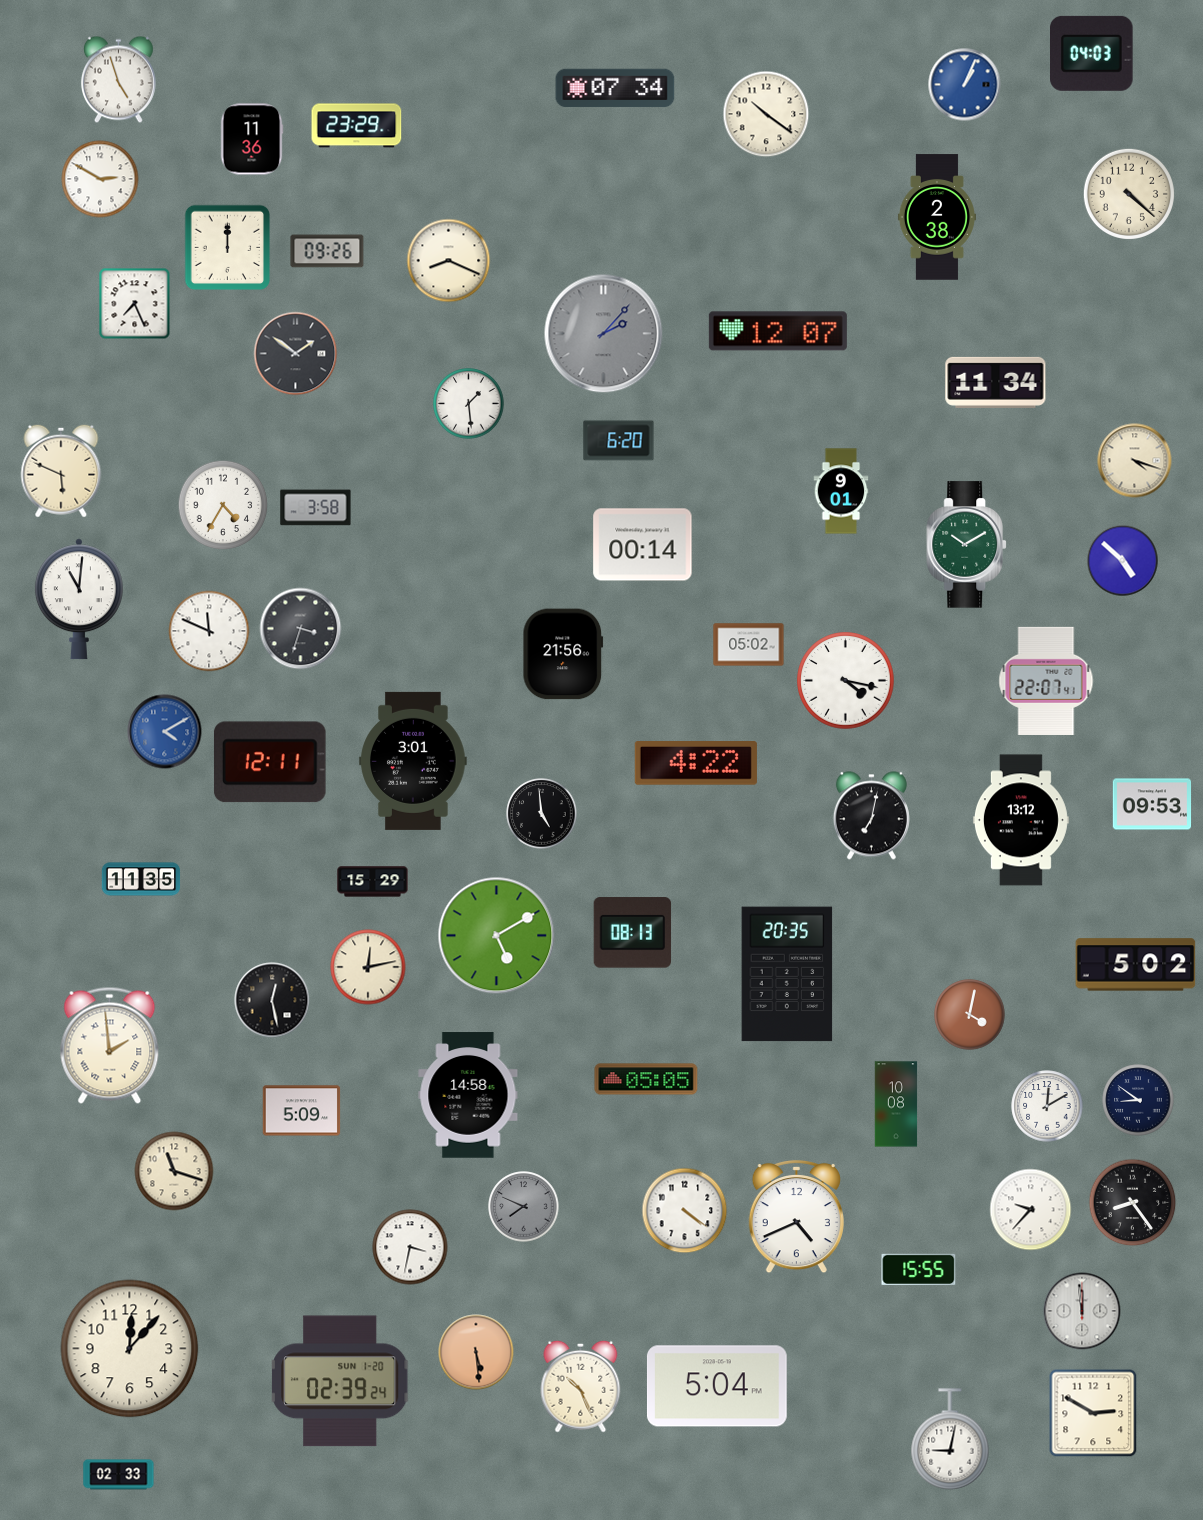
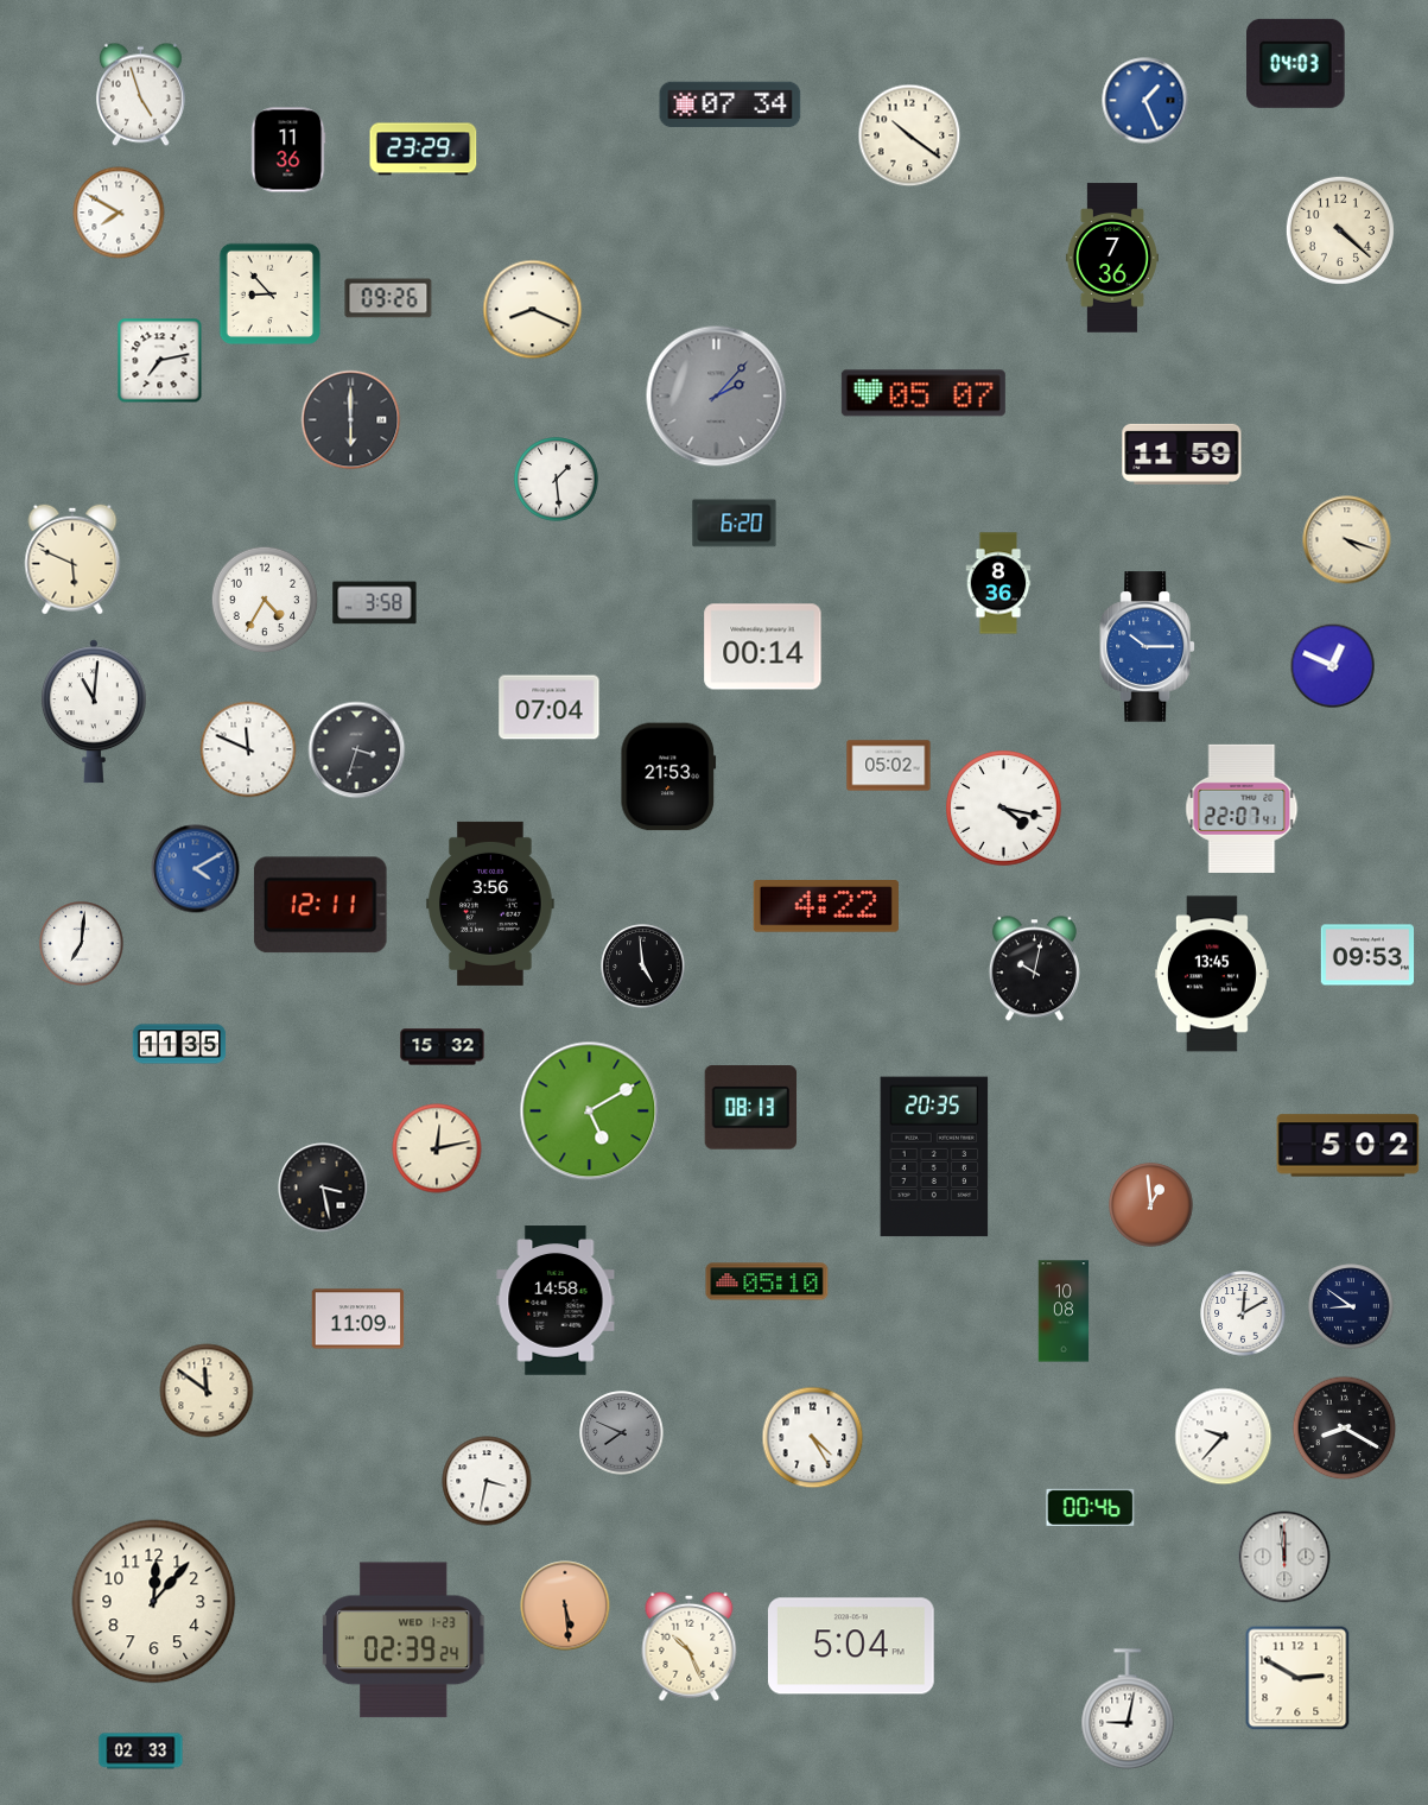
clock at (965, 85): 1:04 -> 1:26
clock at (252, 139) position: (252, 139) -> (288, 150)
clock at (100, 179): 2:50 -> 7:50
clock at (937, 217): 2:38 -> 7:36
clock at (228, 248): 12:00 -> 8:53
clock at (135, 304): 7:26 -> 7:13
clock at (778, 331): 12:07 -> 05:07
clock at (296, 354): 1:51 -> 6:00
clock at (996, 382): 11:34 -> 11:59
clock at (1135, 461) position: (1135, 461) -> (1347, 540)
clock at (841, 491): 9:01 -> 8:36
clock at (966, 545): 10:10 -> 10:15
clock at (966, 545) dial: green -> blue
clock at (1123, 561): 4:52 -> 12:49
clock at (550, 708): none -> 07:04
clock at (301, 629) position: (301, 629) -> (357, 750)
clock at (563, 654): 21:56 -> 21:53
clock at (413, 761): 3:01 -> 3:56
clock at (82, 944): none -> 7:01
clock at (871, 816): 7:02 -> 10:02
clock at (1021, 820): 13:12 -> 13:45
clock at (141, 879) position: (141, 879) -> (179, 1044)
clock at (373, 882): 15:29 -> 15:32
clock at (272, 1000): 12:28 -> 3:28
clock at (970, 1015): 4:02 -> 12:59
clock at (110, 1045): 1:59 -> none
clock at (646, 1079): 05:05 -> 05:10
clock at (302, 1111): 5:09 -> 11:09
clock at (174, 1171): 11:18 -> 11:51
clock at (1133, 1203): 8:24 -> 8:20
clock at (685, 1211): 4:21 -> 4:25
clock at (796, 1217): 4:41 -> none
clock at (919, 1269): 15:55 -> 00:46
clock at (340, 1381) date: SUN 1-20 -> WED 1-23
